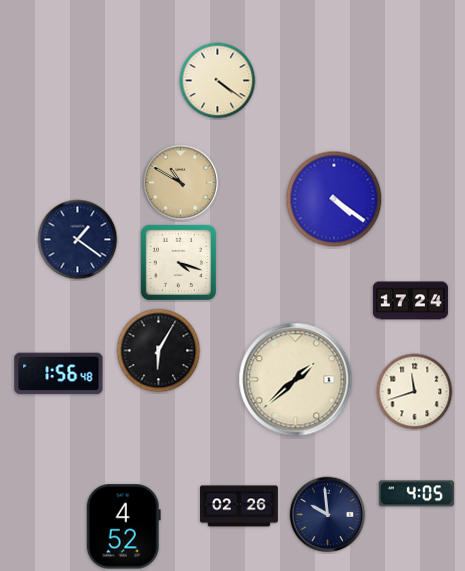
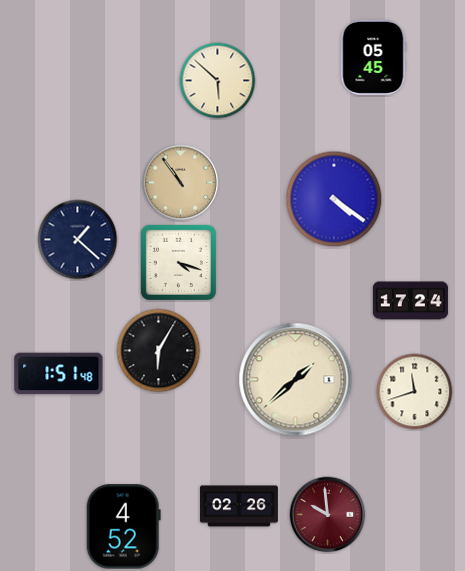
clock at (373, 57): none -> 05:45
clock at (218, 81): 4:21 -> 5:52
clock at (181, 183): 10:50 -> 10:54
clock at (78, 240): 1:21 -> 1:22
clock at (59, 374): 1:56 -> 1:51
clock at (416, 494): 4:05 -> none
clock at (328, 515) dial: navy -> burgundy
